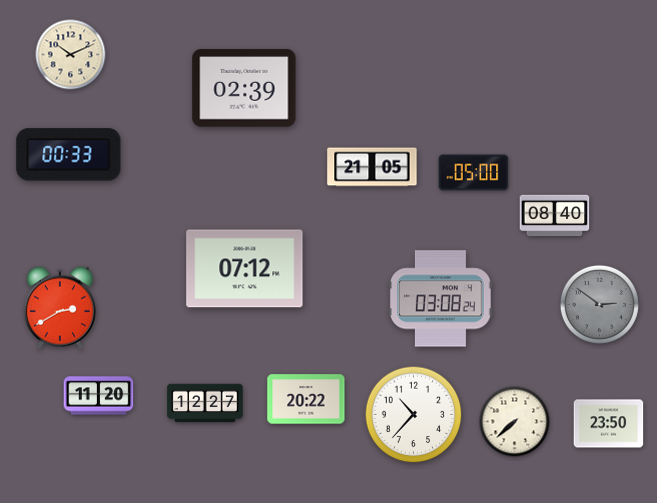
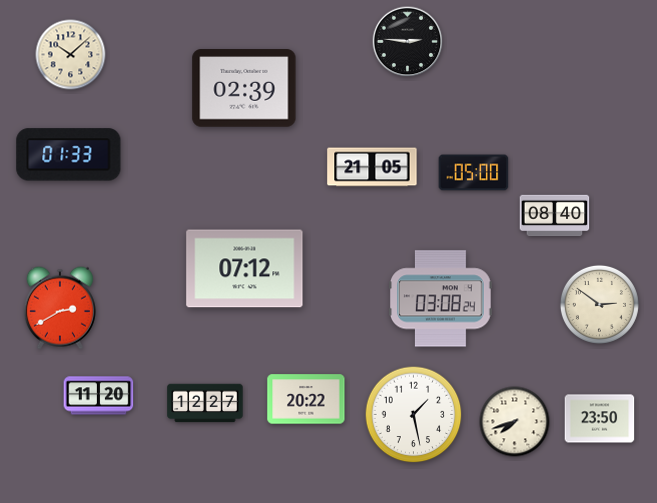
clock at (408, 42): none -> 2:46
clock at (71, 55): 10:11 -> 10:08
clock at (69, 155): 00:33 -> 01:33
clock at (599, 304) dial: grey -> cream
clock at (414, 415): 10:37 -> 1:28
clock at (515, 422): 7:38 -> 7:42
clock at (609, 424) position: (609, 424) -> (600, 419)
